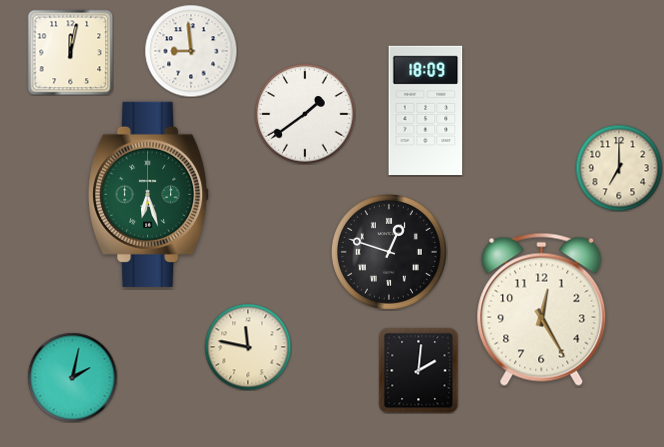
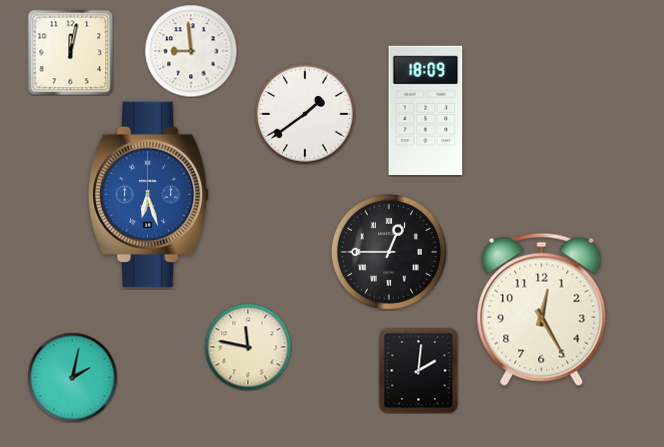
clock at (619, 168): 7:00 -> none
clock at (149, 194) dial: green -> blue
clock at (389, 252): 12:48 -> 12:45
